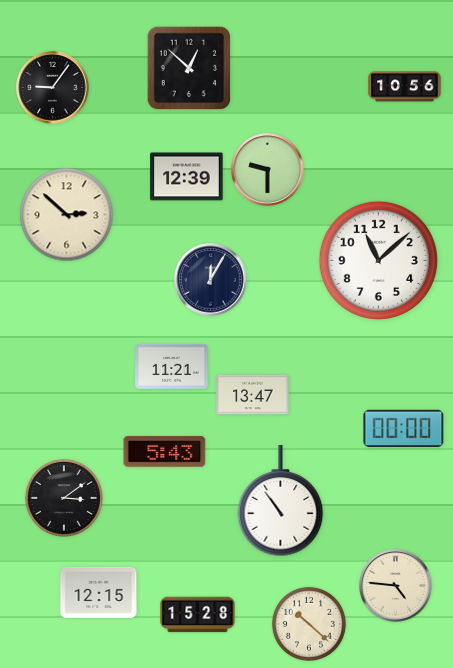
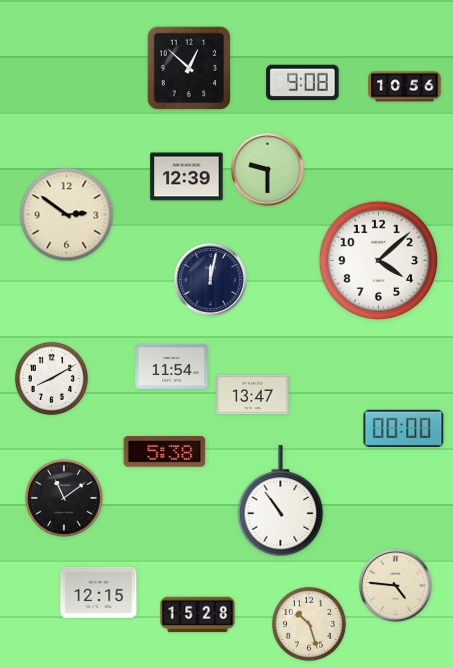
clock at (303, 83): none -> 9:08
clock at (53, 88): 9:06 -> none
clock at (67, 215): 2:52 -> 2:51
clock at (378, 260): 11:08 -> 4:08
clock at (211, 280): 12:05 -> 12:02
clock at (172, 366): 11:21 -> 11:54
clock at (51, 378): none -> 8:10
clock at (165, 452): 5:43 -> 5:38
clock at (64, 498): 3:09 -> 11:09
clock at (309, 624): 10:22 -> 10:27
